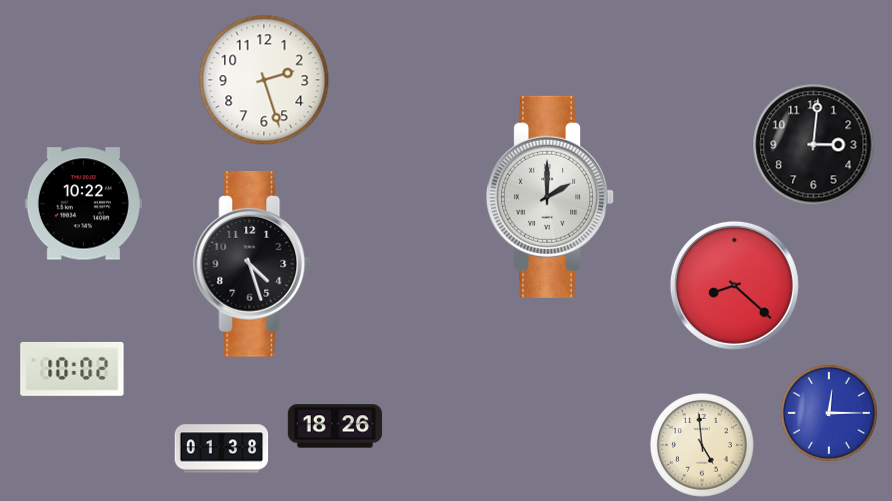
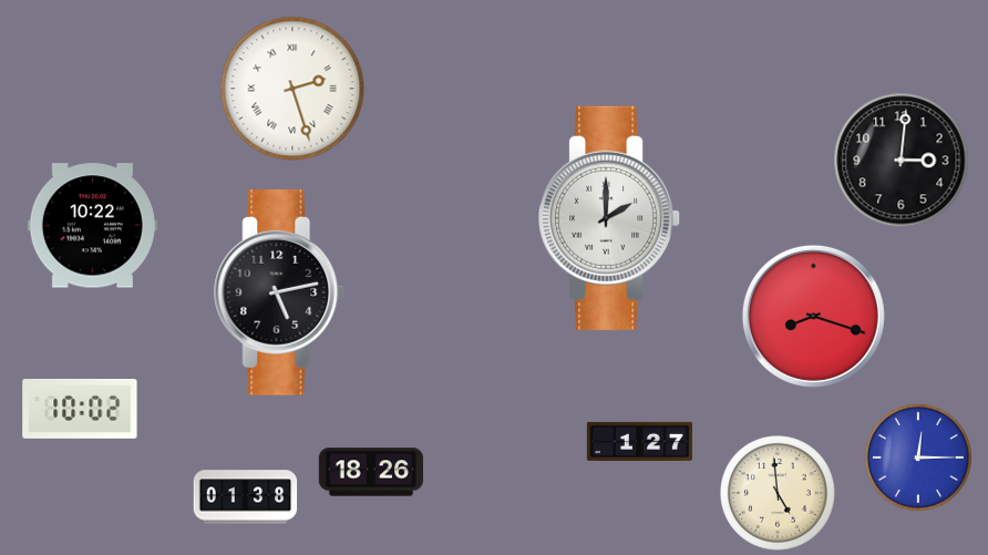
clock at (264, 80) numerals: Arabic -> Roman
clock at (253, 265): 4:27 -> 5:13
clock at (734, 285): 8:22 -> 8:18
clock at (639, 441): none -> 1:27
